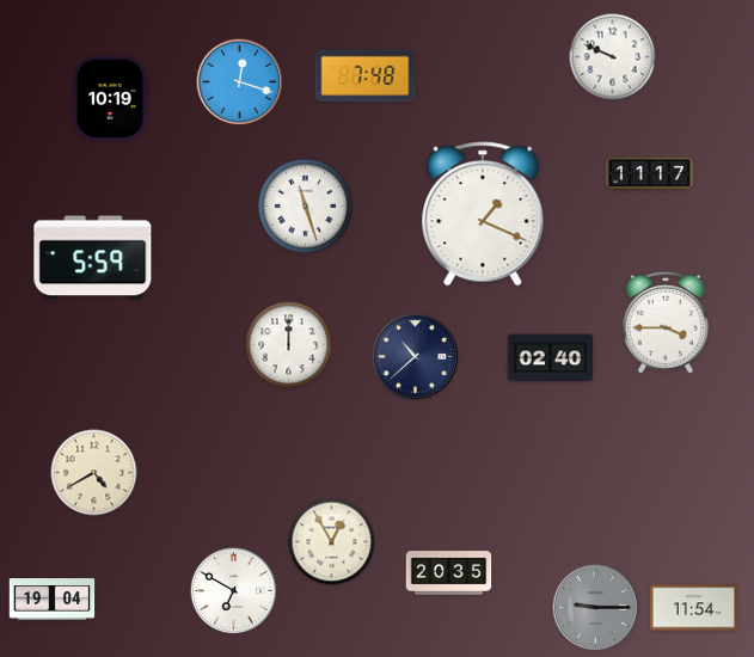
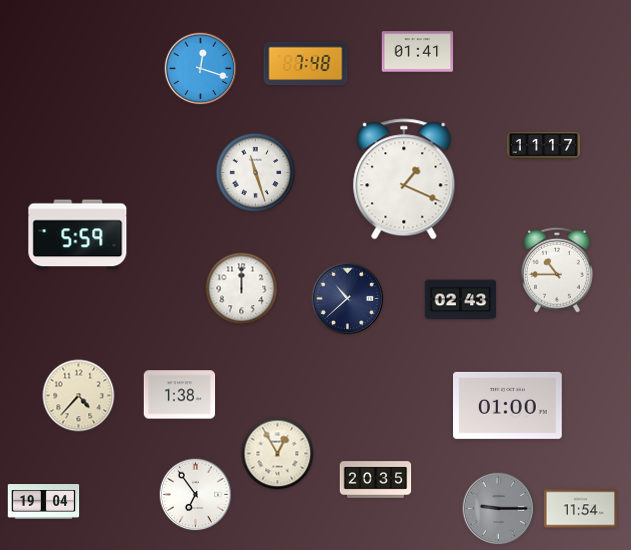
clock at (613, 57): 9:49 -> none
clock at (418, 52): none -> 01:41
clock at (110, 99): 10:19 -> none
clock at (93, 258) position: (93, 258) -> (78, 235)
clock at (666, 323): 3:45 -> 10:45
clock at (551, 358): 02:40 -> 02:43
clock at (180, 395): none -> 1:38
clock at (94, 473): 4:40 -> 4:37
clock at (508, 405): none -> 01:00
clock at (234, 591): 6:50 -> 6:54
